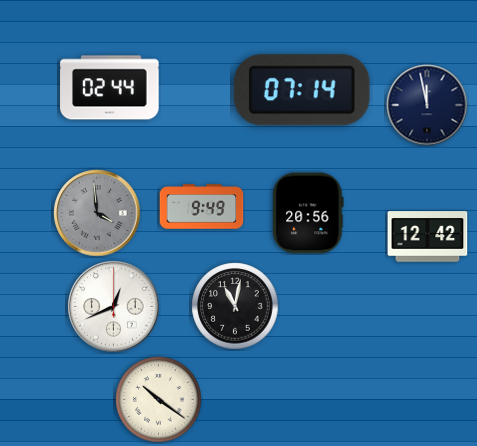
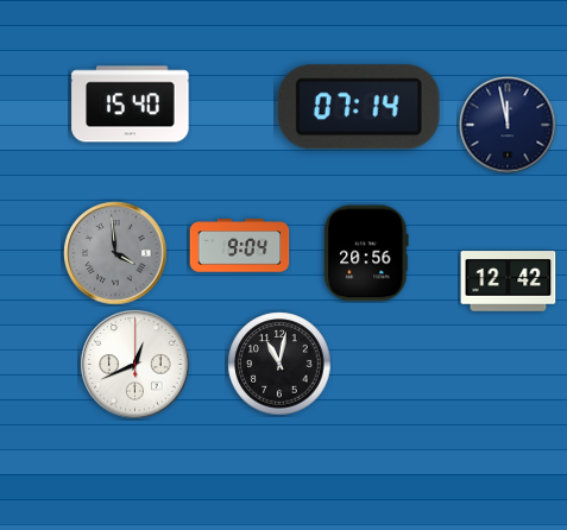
clock at (110, 88): 02:44 -> 15:40
clock at (202, 207): 9:49 -> 9:04
clock at (159, 400): 10:21 -> none
